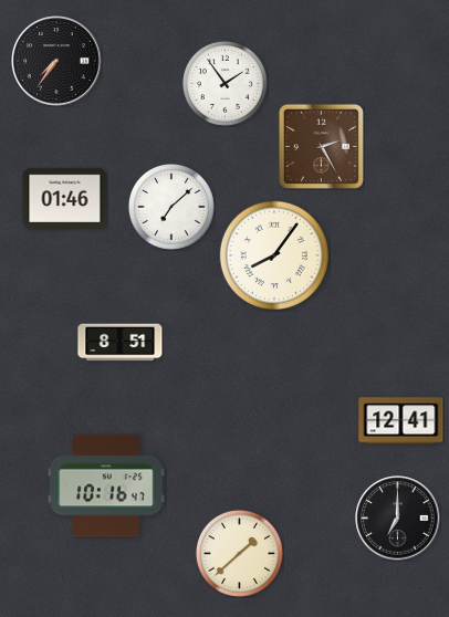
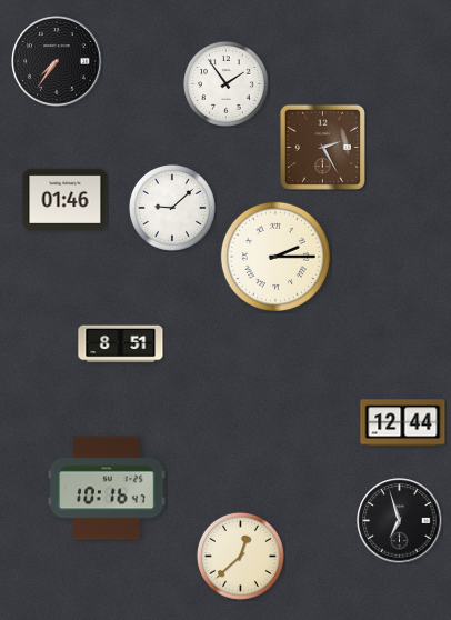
clock at (171, 207): 7:08 -> 9:08
clock at (274, 255): 8:06 -> 2:15
clock at (401, 421): 12:41 -> 12:44
clock at (398, 519): 7:00 -> 6:57
clock at (239, 553): 1:38 -> 12:38
